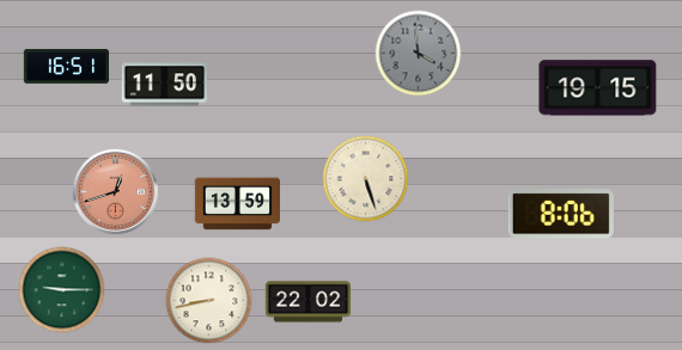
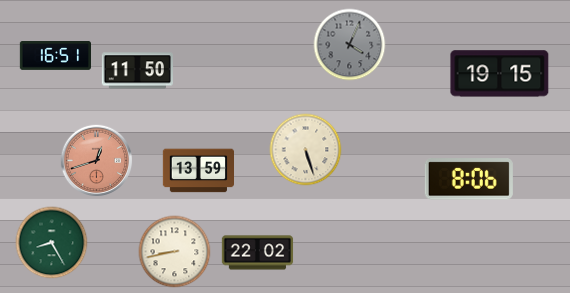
clock at (419, 54): 3:59 -> 4:04
clock at (62, 290): 9:15 -> 8:25
